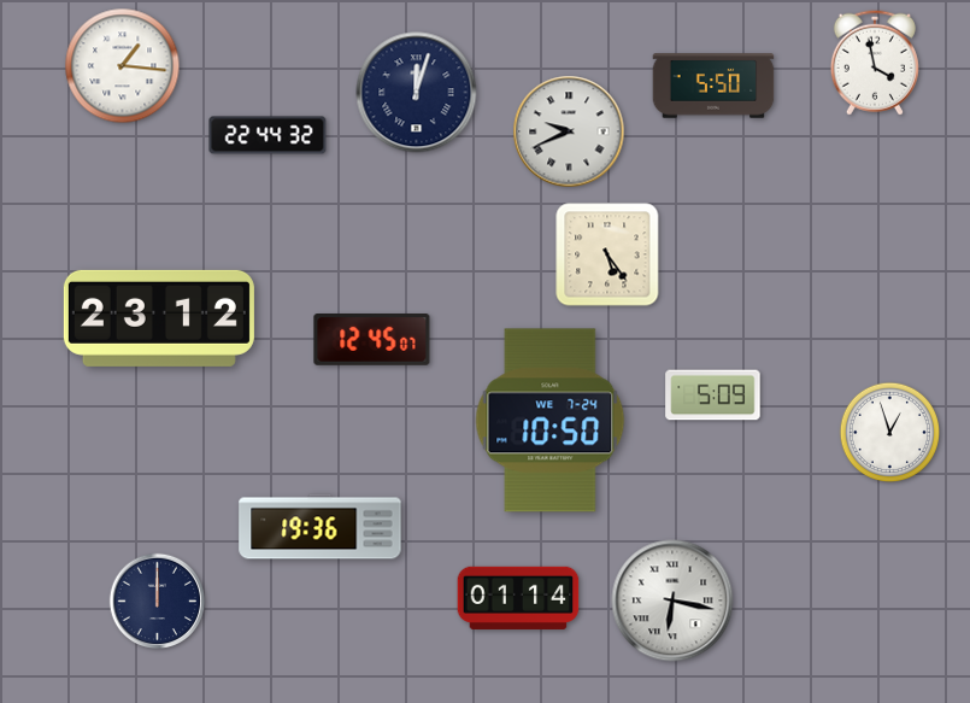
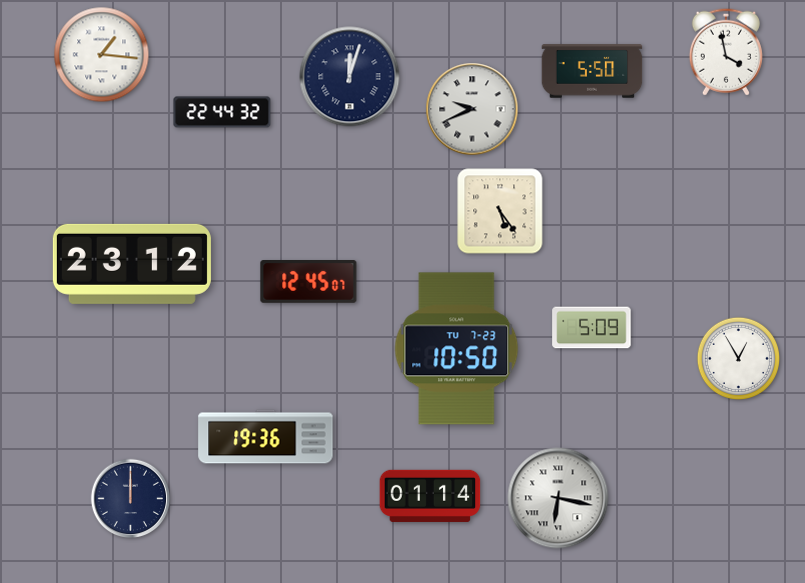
clock at (417, 93) position: (417, 93) -> (350, 77)
clock at (607, 254) position: (607, 254) -> (500, 211)
clock at (551, 421) date: WE 7-24 -> TU 7-23
clock at (889, 432): 12:57 -> 12:55
